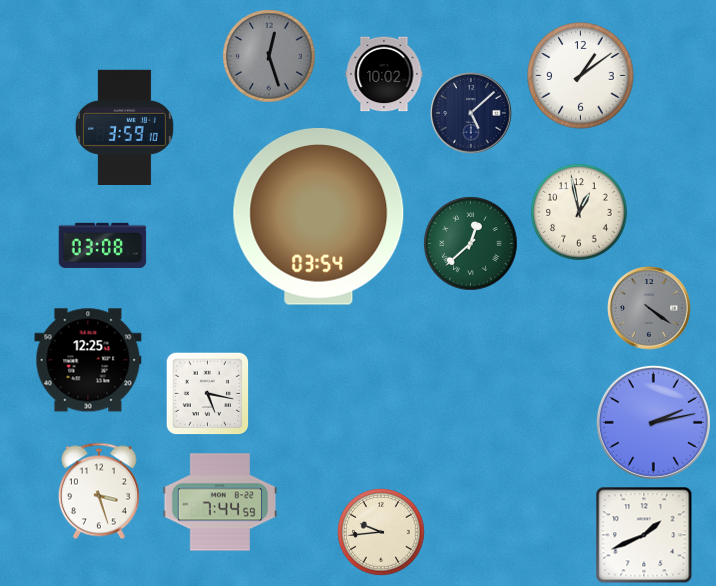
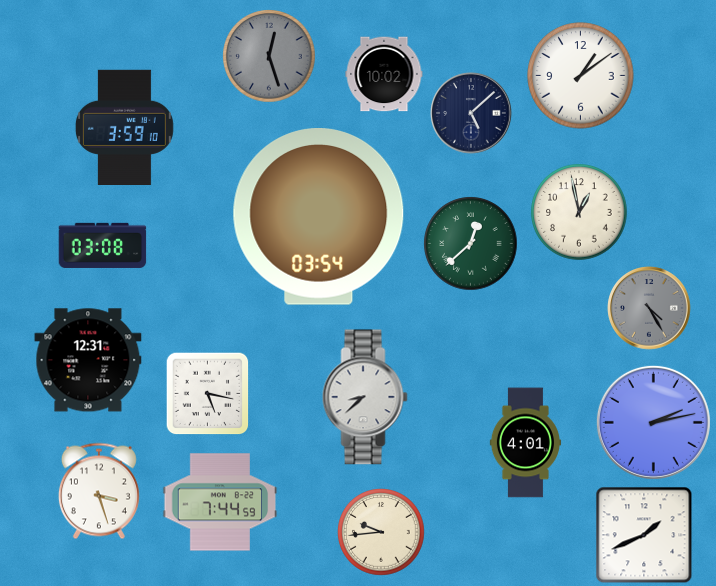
clock at (649, 308): 4:21 -> 4:25
clock at (88, 360): 12:25 -> 12:31
clock at (365, 397): none -> 8:38
clock at (525, 443): none -> 4:01
